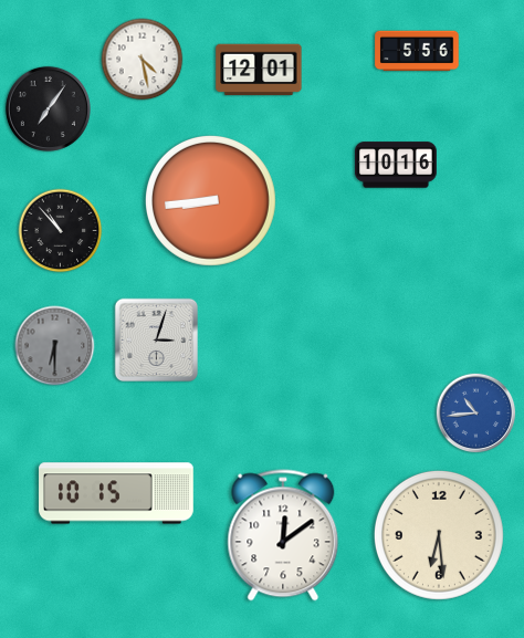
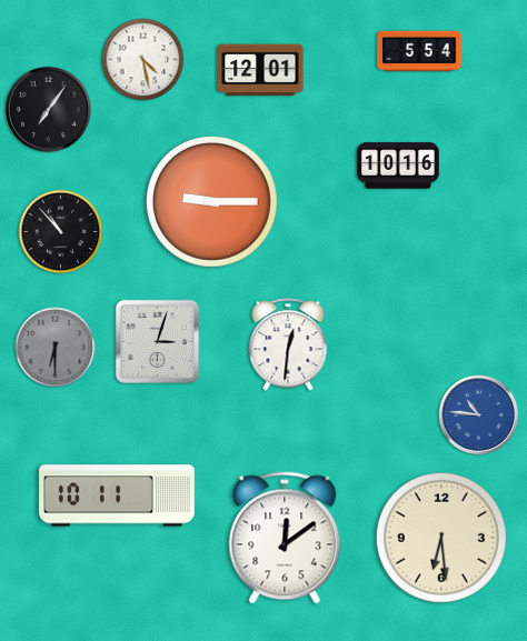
clock at (417, 51): 5:56 -> 5:54
clock at (210, 200): 8:44 -> 9:15
clock at (288, 344): none -> 12:31
clock at (476, 414): 10:44 -> 10:46
clock at (116, 493): 10:15 -> 10:11
